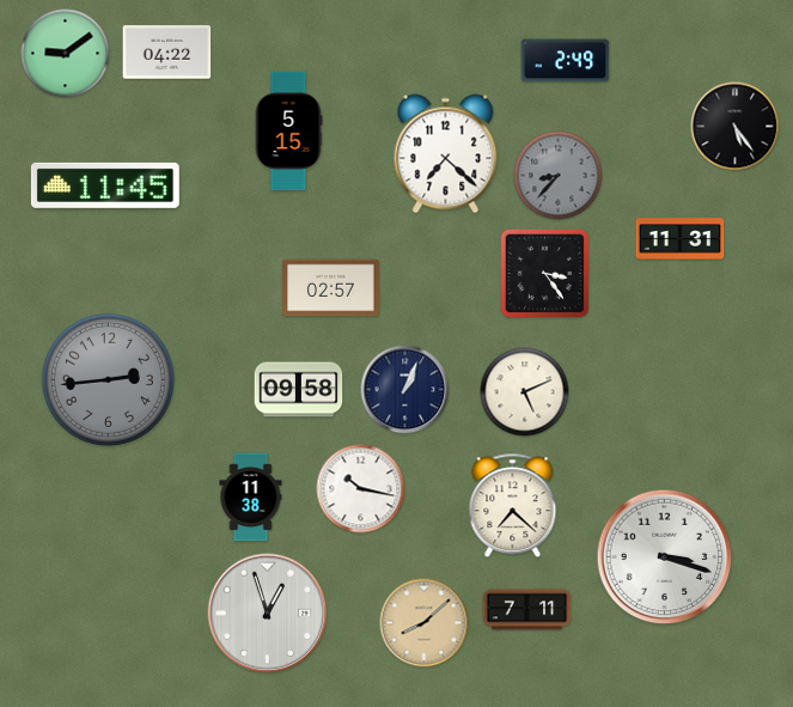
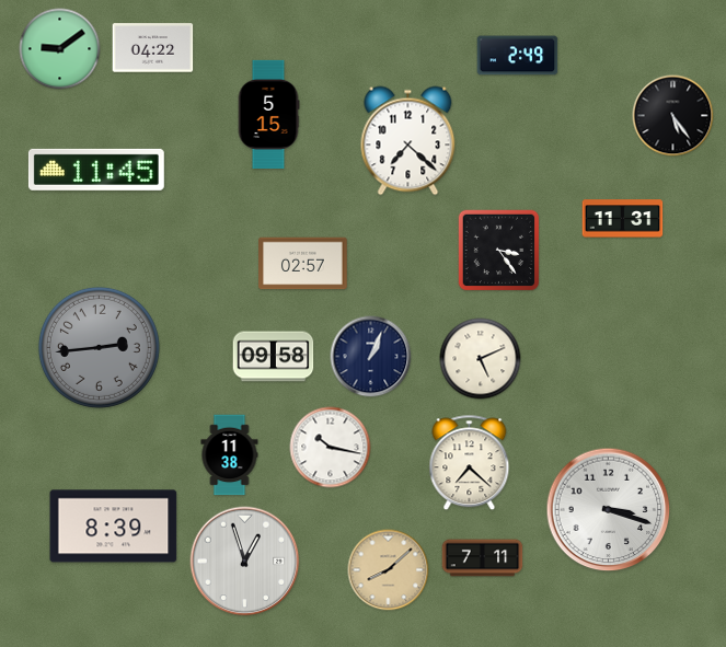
clock at (288, 130) position: (288, 130) -> (268, 114)
clock at (559, 176): 8:37 -> none
clock at (114, 527): none -> 8:39
